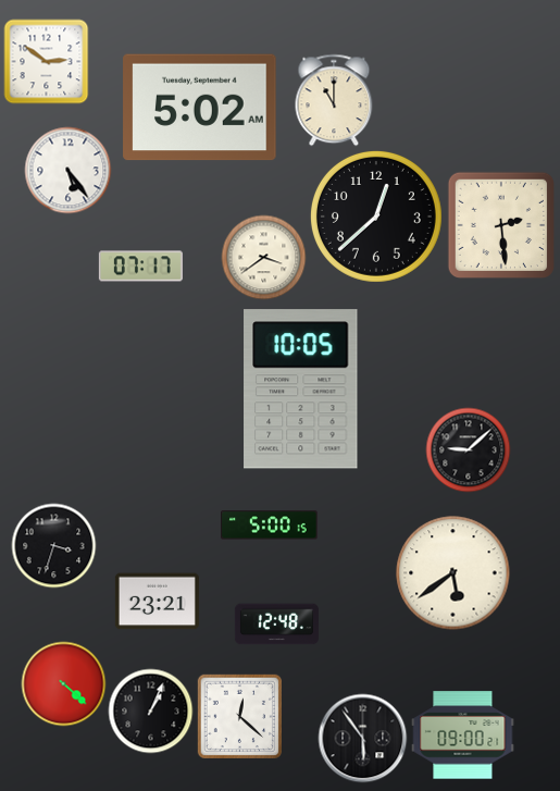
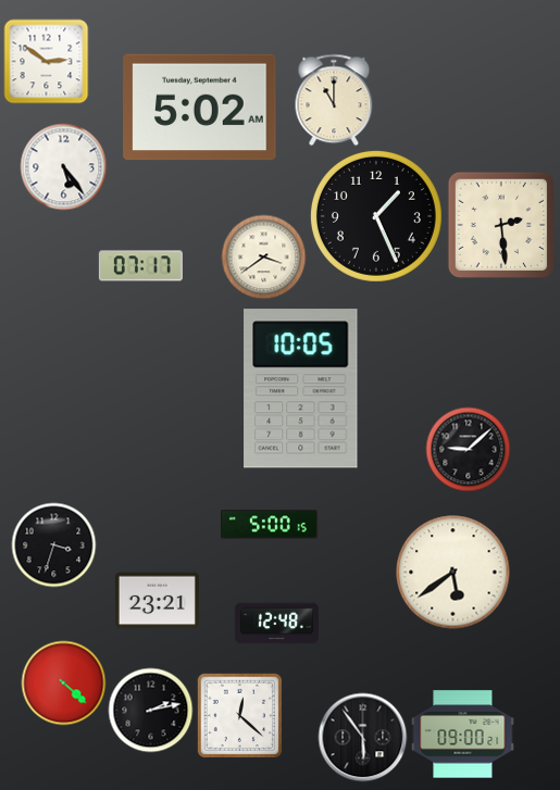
clock at (67, 170) position: (67, 170) -> (63, 166)
clock at (376, 217): 12:38 -> 1:26
clock at (150, 710): 1:04 -> 2:13
